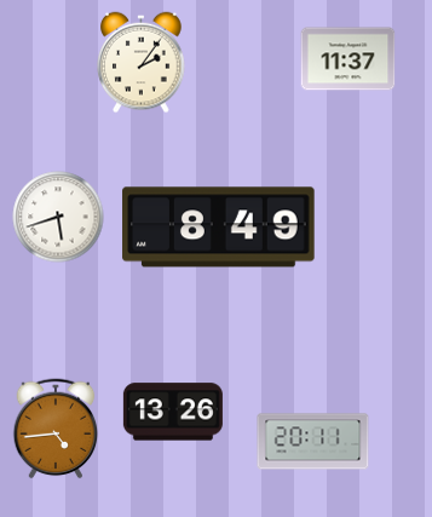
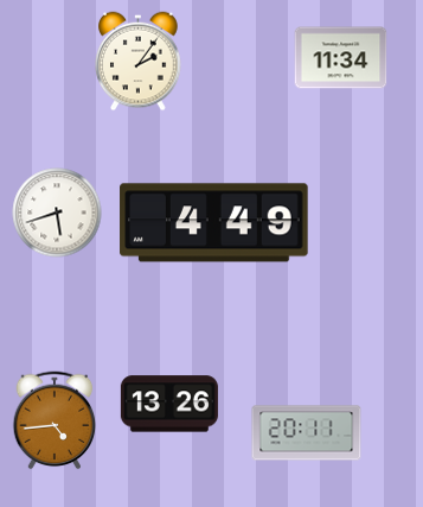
clock at (349, 59): 11:37 -> 11:34
clock at (219, 228): 8:49 -> 4:49
